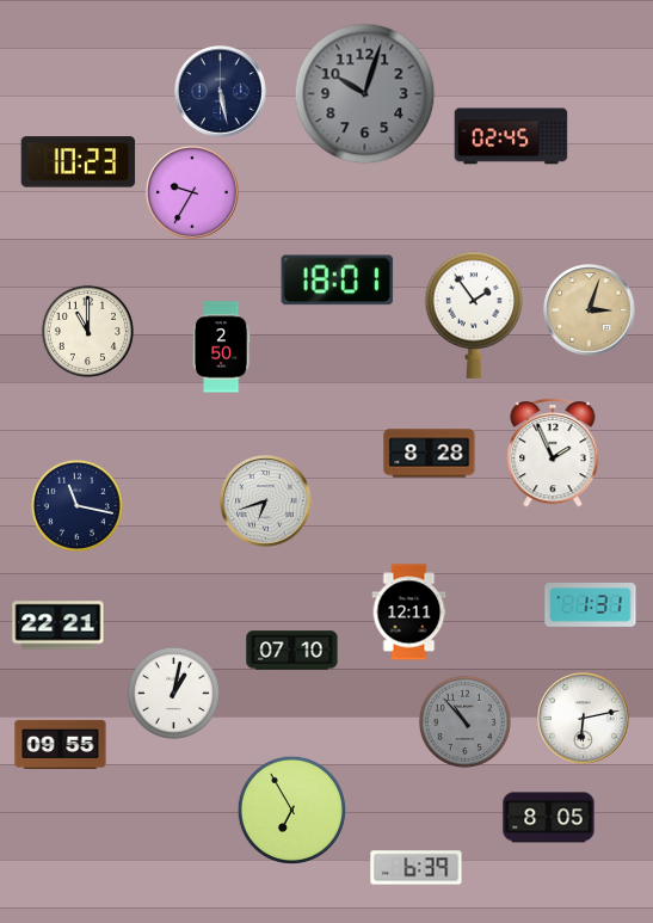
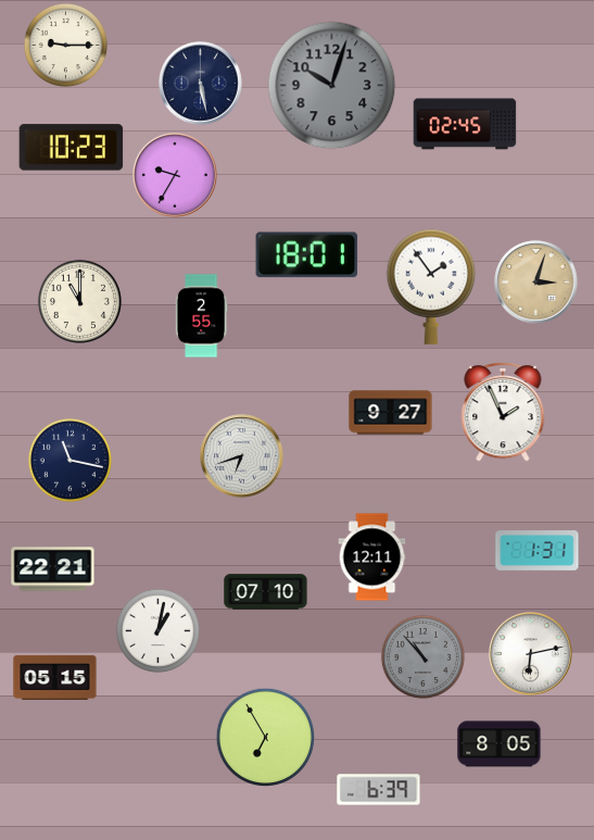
clock at (65, 45): none -> 9:15
clock at (221, 347): 2:50 -> 2:55
clock at (430, 454): 8:28 -> 9:27
clock at (61, 744): 09:55 -> 05:15
